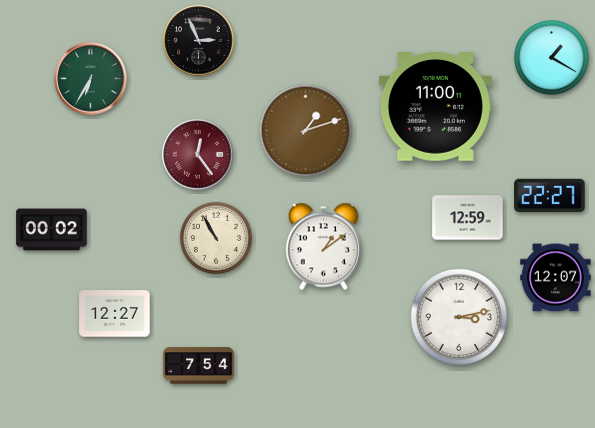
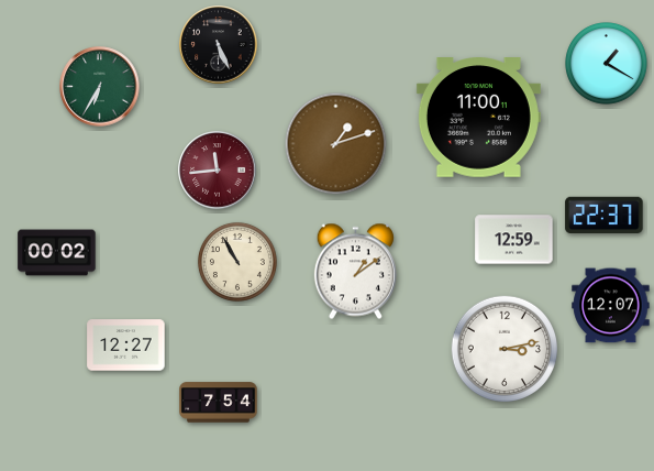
clock at (199, 41): 2:56 -> 5:26
clock at (198, 155): 12:24 -> 11:44
clock at (550, 196): 22:27 -> 22:37
